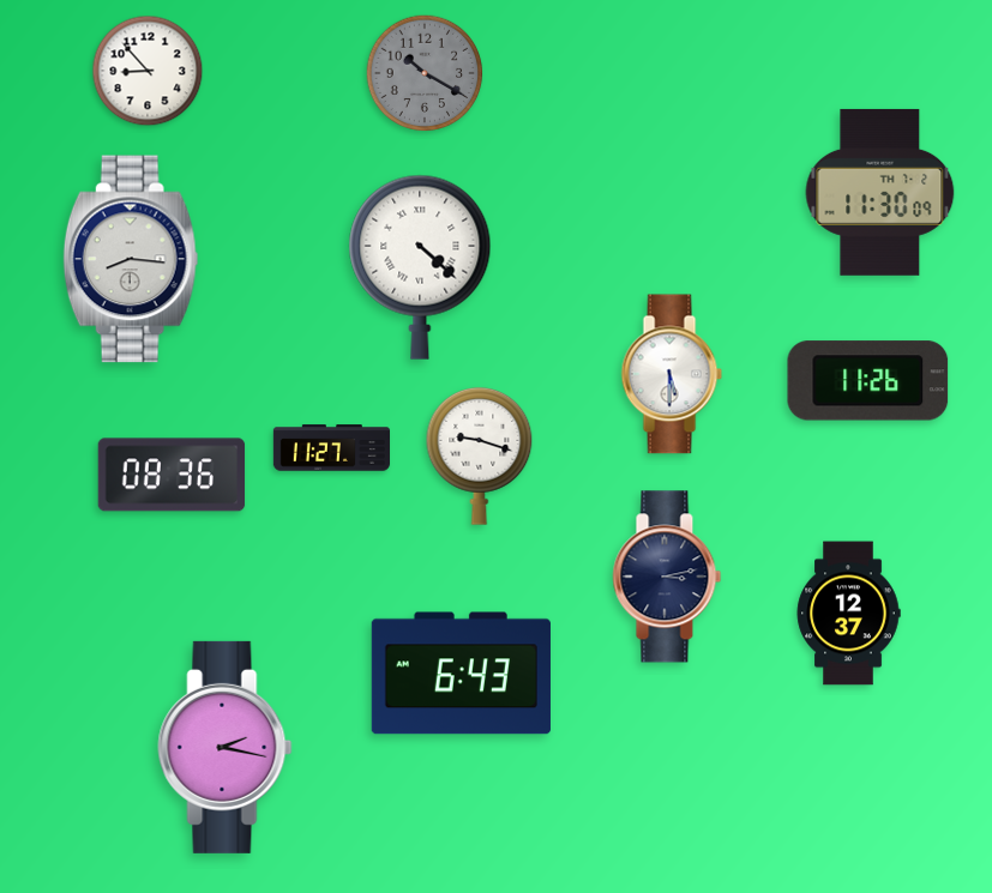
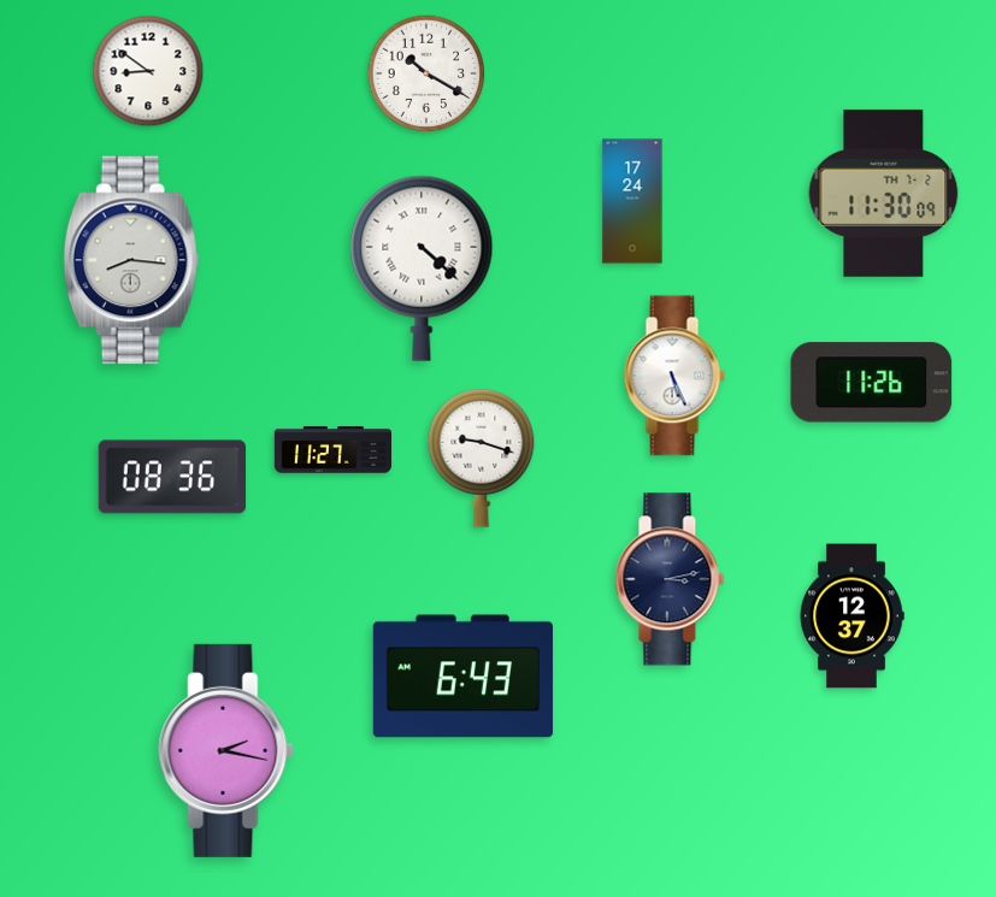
clock at (148, 71): 8:53 -> 8:51
clock at (425, 73) dial: grey -> white
clock at (632, 201): none -> 17:24
clock at (672, 374): 5:30 -> 5:26
